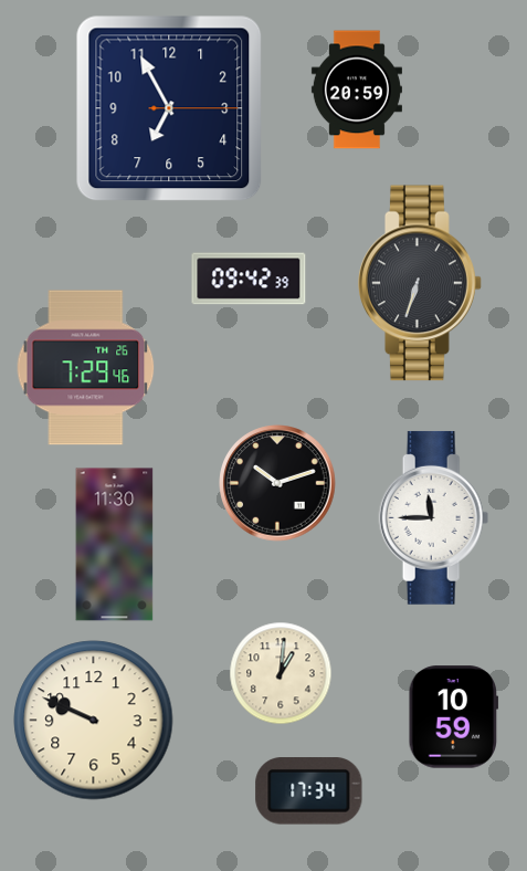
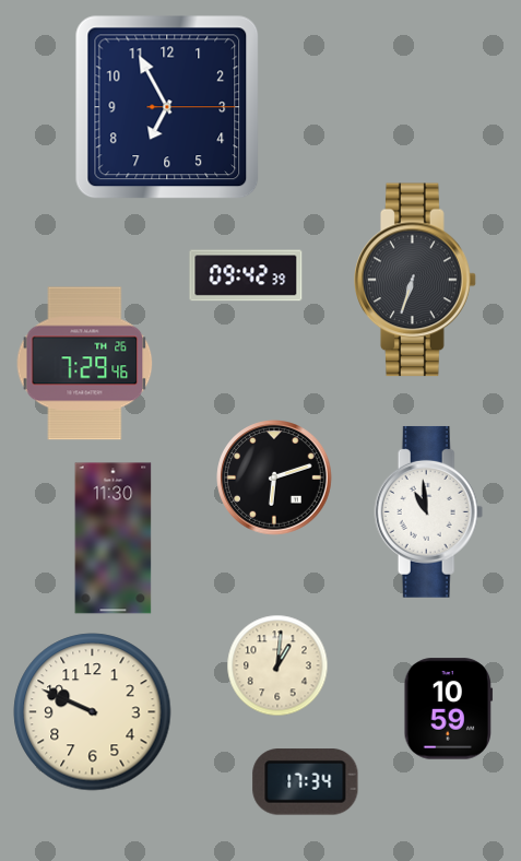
clock at (357, 90): 20:59 -> none
clock at (277, 483): 10:12 -> 6:12
clock at (434, 517): 11:45 -> 10:59
